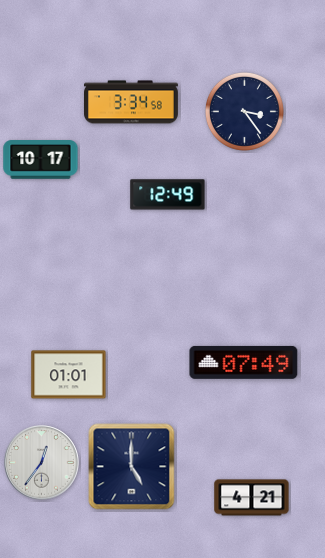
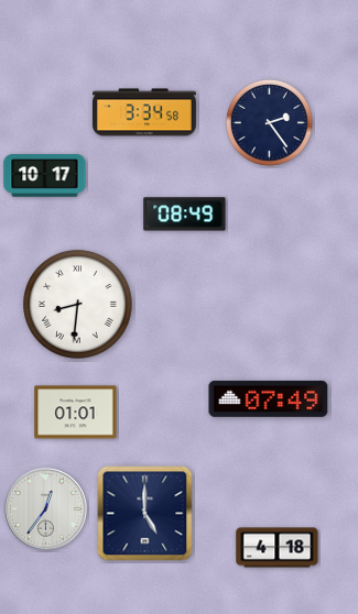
clock at (244, 111): 3:24 -> 2:24
clock at (168, 195): 12:49 -> 08:49
clock at (78, 305): none -> 8:31
clock at (252, 498): 4:21 -> 4:18
